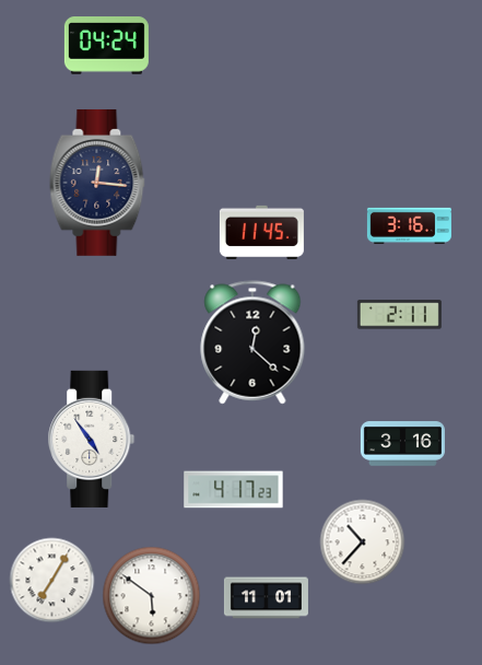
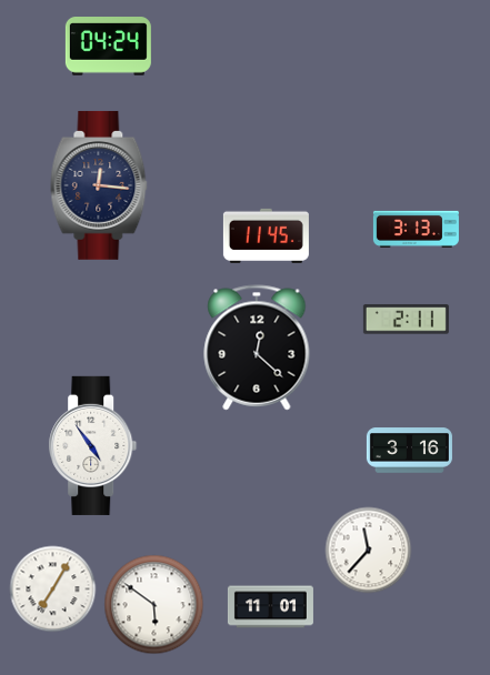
clock at (409, 225): 3:16 -> 3:13
clock at (234, 490): 4:17 -> none
clock at (362, 541): 10:37 -> 11:37
